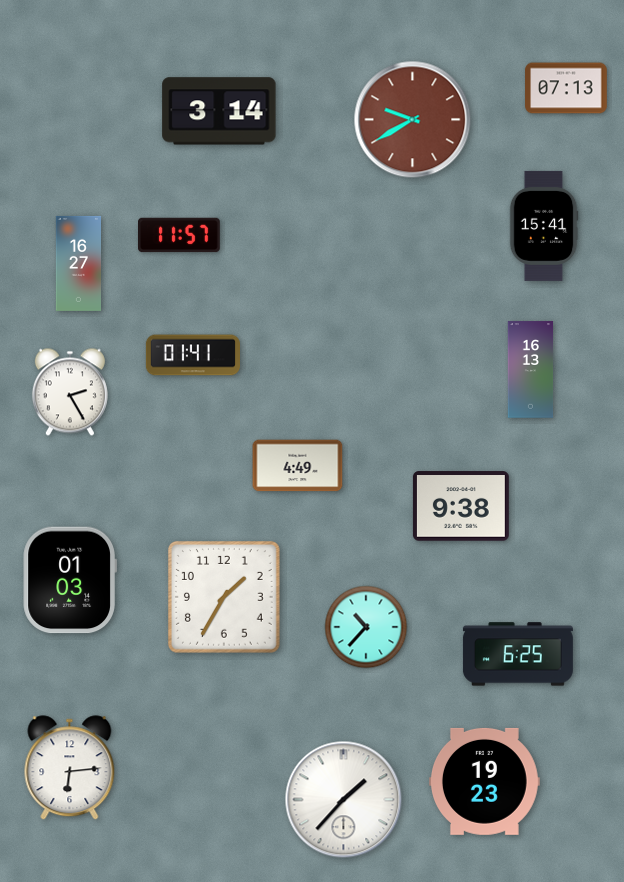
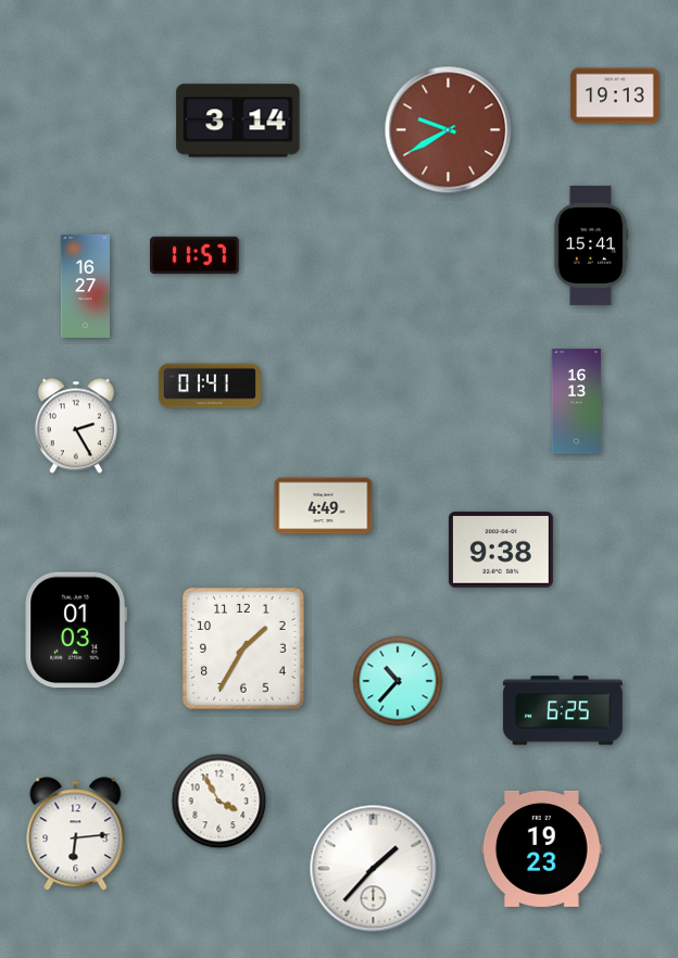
clock at (566, 88): 07:13 -> 19:13
clock at (219, 802): none -> 3:55
clock at (484, 781) position: (484, 781) -> (541, 848)
